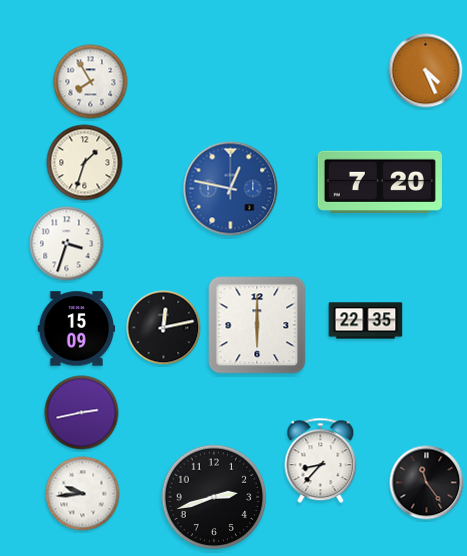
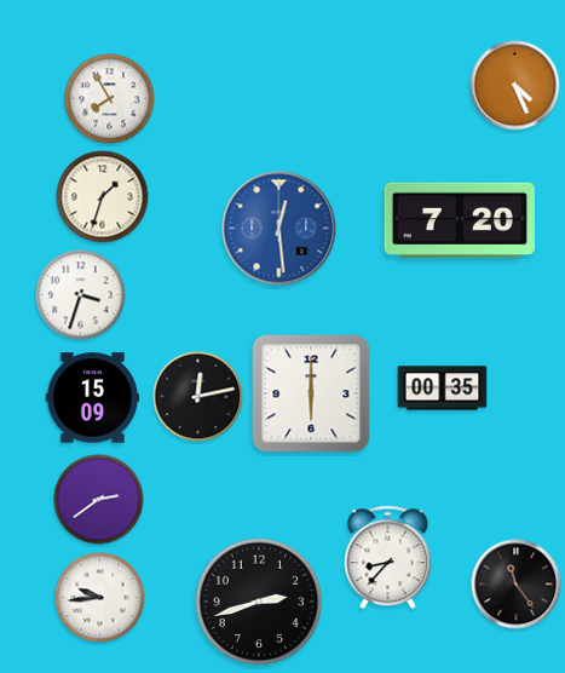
clock at (231, 189): 12:47 -> 12:29
clock at (366, 321): 22:35 -> 00:35
clock at (82, 413): 2:43 -> 2:39
